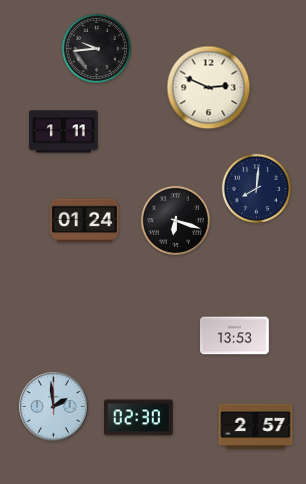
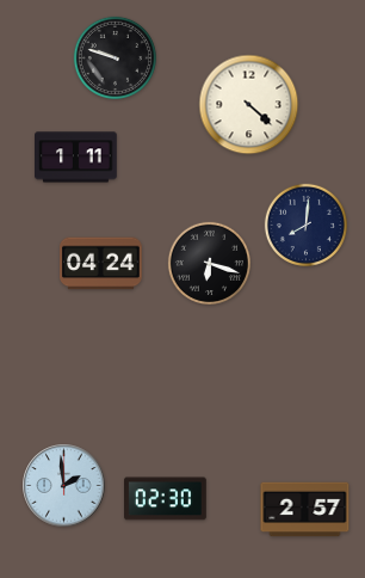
clock at (96, 48): 9:44 -> 9:48
clock at (209, 88): 2:49 -> 4:22
clock at (85, 221): 01:24 -> 04:24
clock at (235, 336): 13:53 -> none
